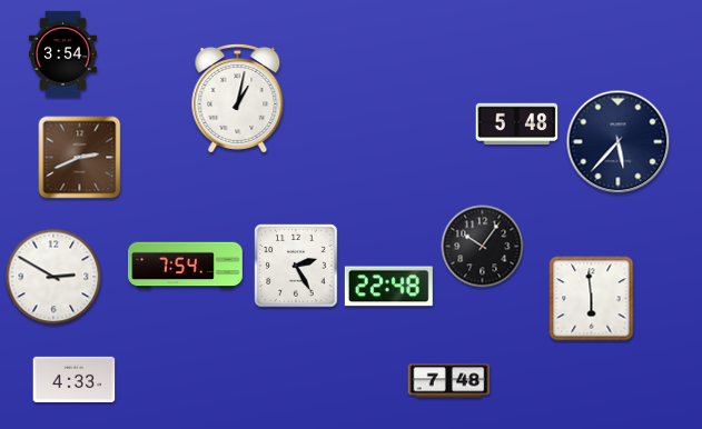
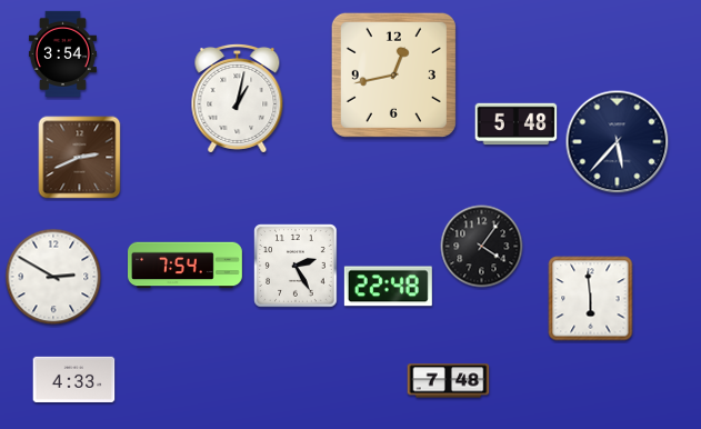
clock at (393, 74): none -> 12:43
clock at (483, 247): 10:06 -> 4:06
